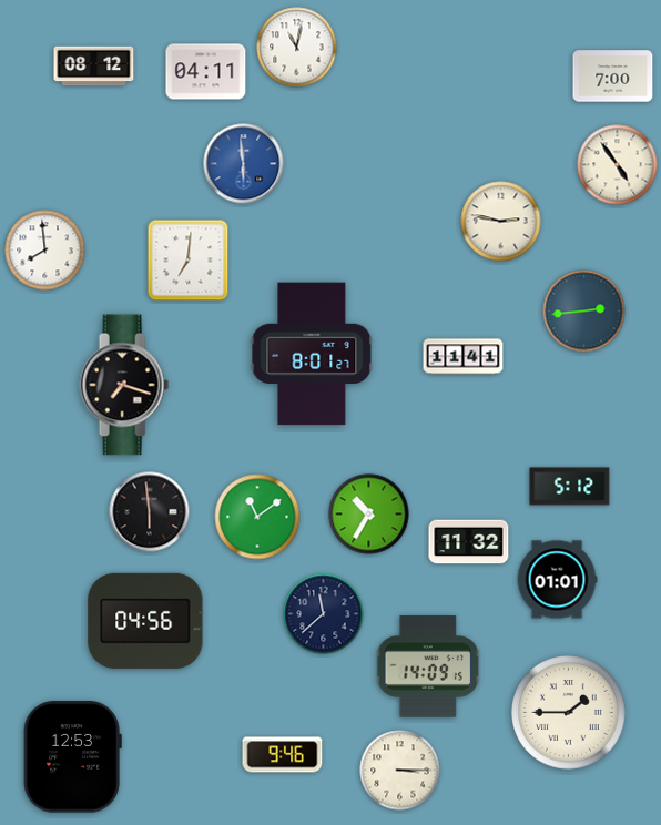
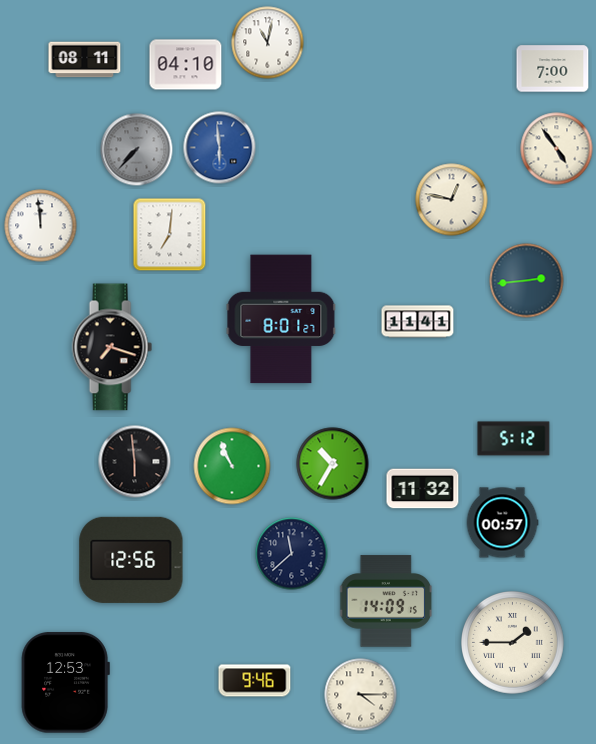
clock at (94, 67): 08:12 -> 08:11
clock at (206, 72): 04:11 -> 04:10
clock at (137, 150): none -> 7:37
clock at (501, 222): 2:47 -> 12:47
clock at (45, 251): 7:59 -> 11:59
clock at (257, 517): 11:09 -> 10:56
clock at (557, 580): 01:01 -> 00:57
clock at (145, 621): 04:56 -> 12:56
clock at (400, 771): 3:15 -> 4:15
